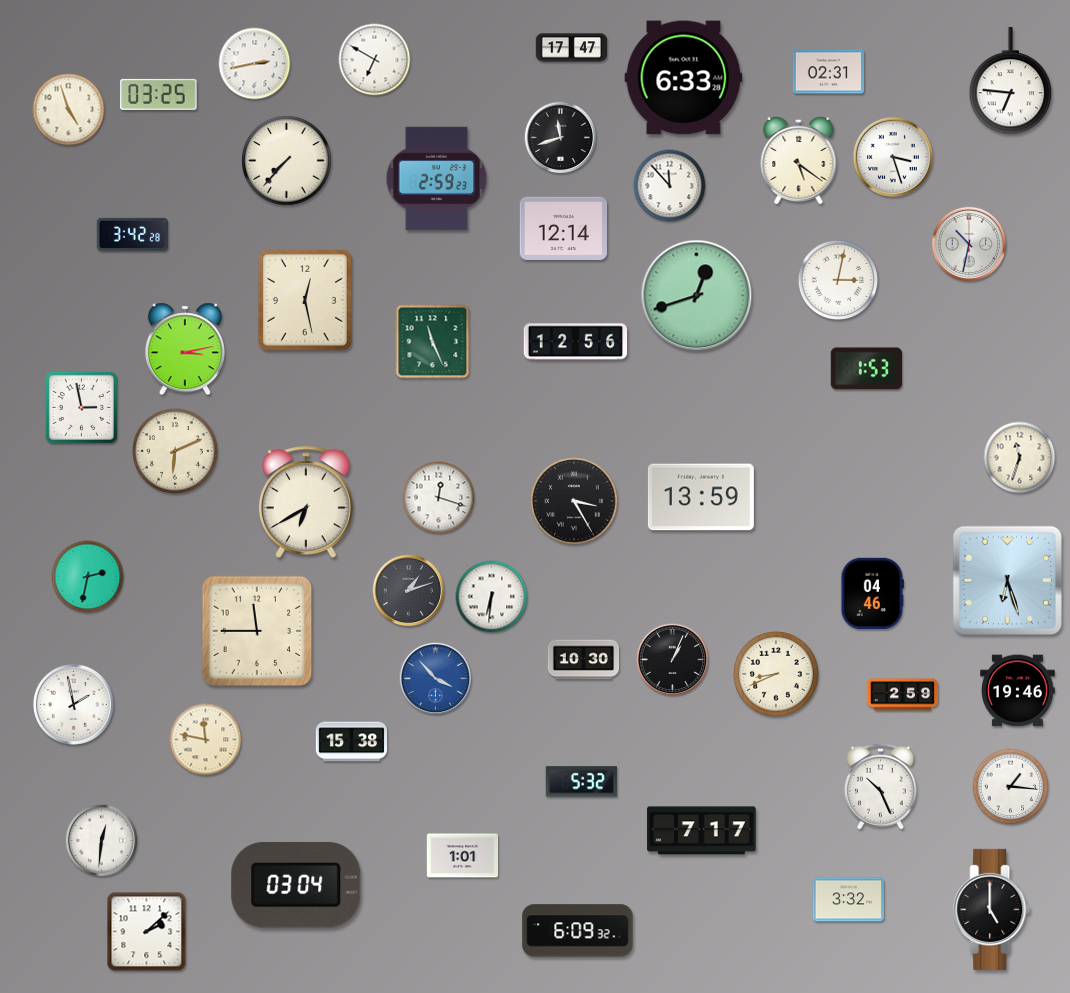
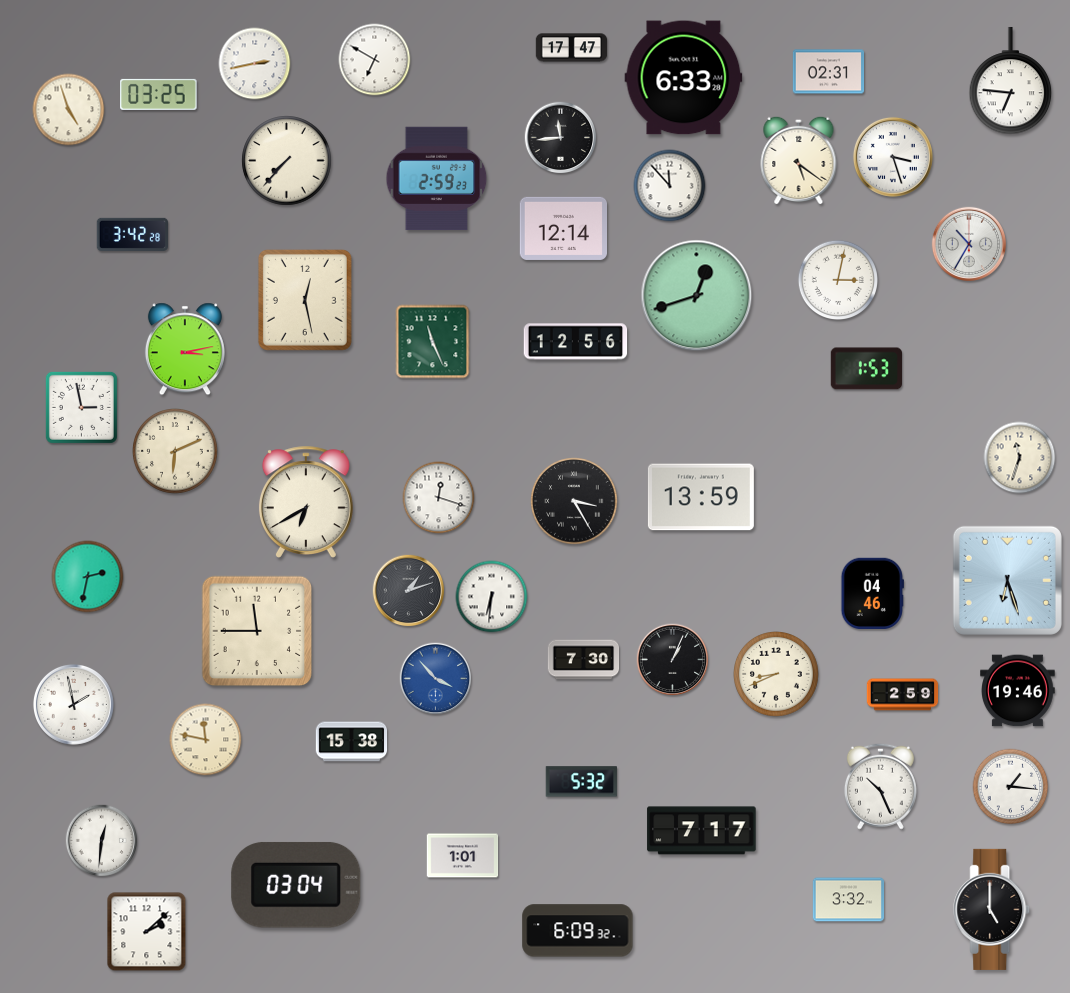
clock at (561, 138): 11:42 -> 11:44
clock at (968, 243): 10:32 -> 10:35
clock at (584, 660): 10:30 -> 7:30
